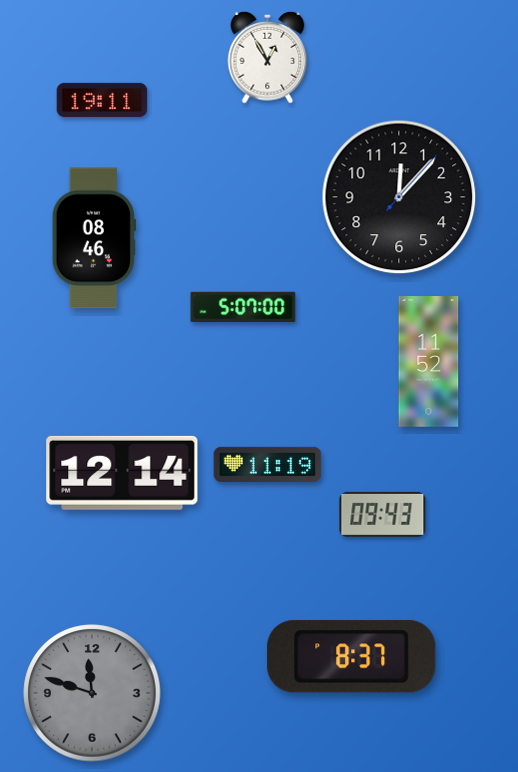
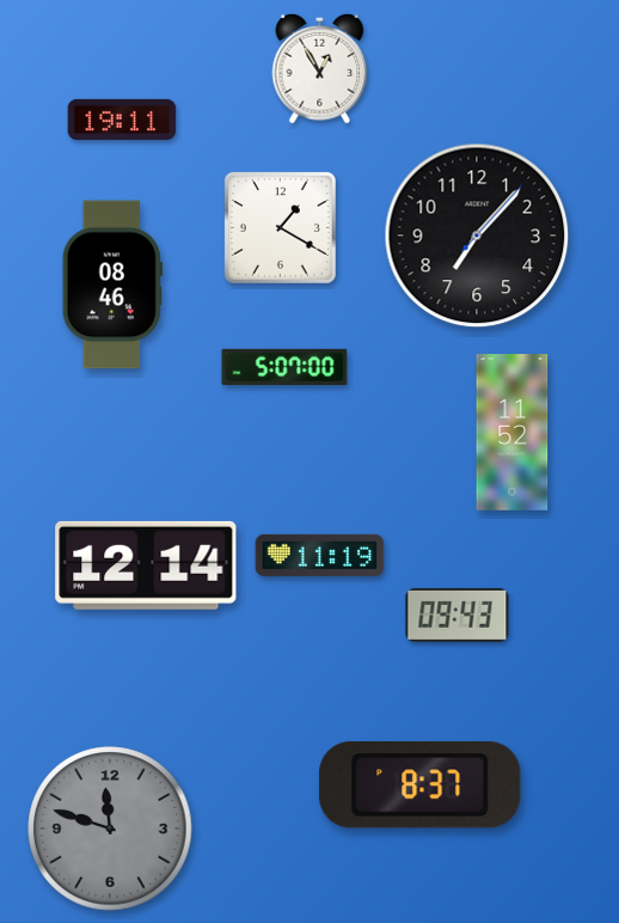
clock at (280, 227): none -> 1:20
clock at (399, 197): 12:07 -> 7:07
clock at (243, 307) position: (243, 307) -> (284, 367)
